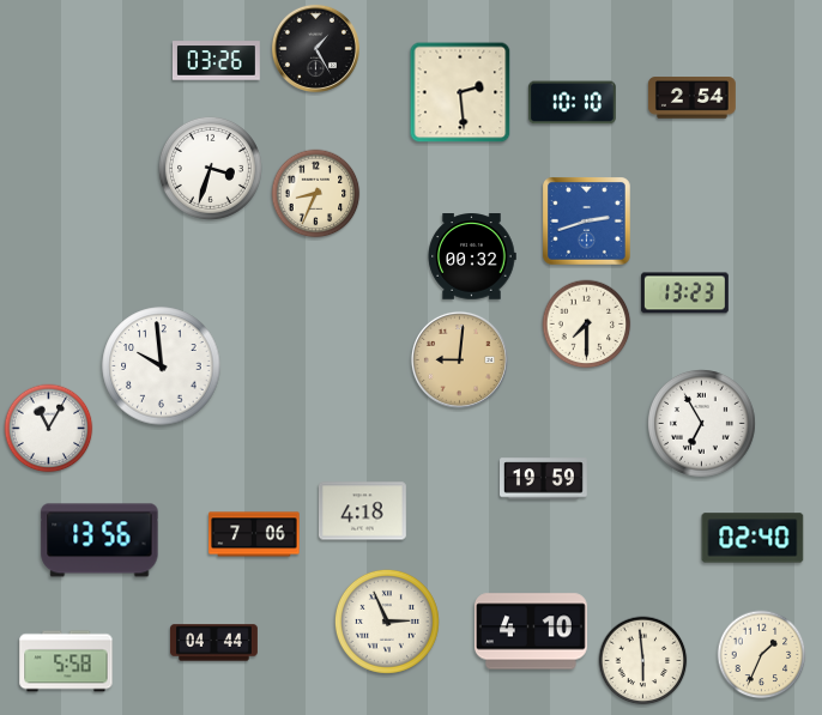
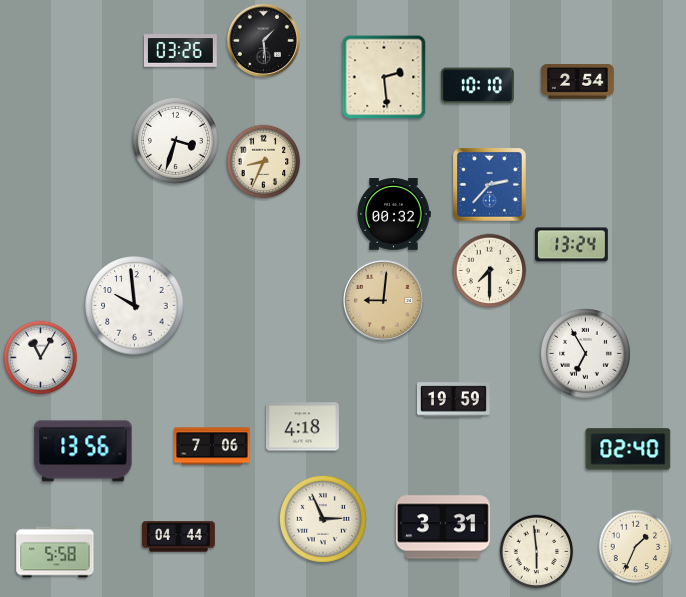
clock at (315, 48): 1:25 -> 1:29
clock at (587, 222): 2:42 -> 2:37
clock at (684, 293): 13:23 -> 13:24
clock at (532, 631): 4:10 -> 3:31
